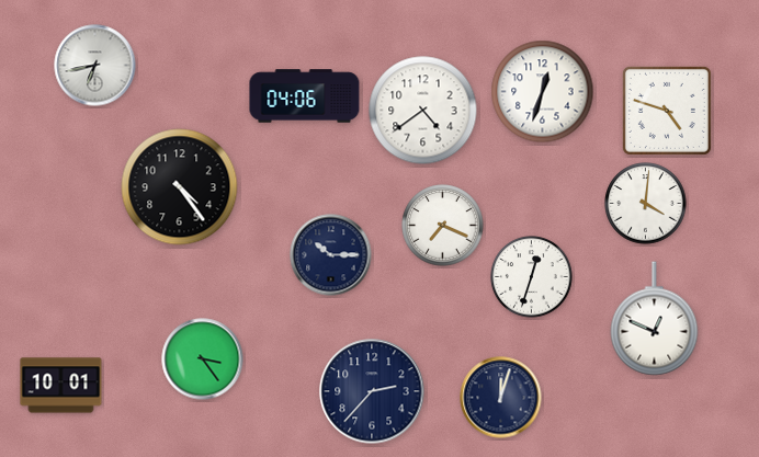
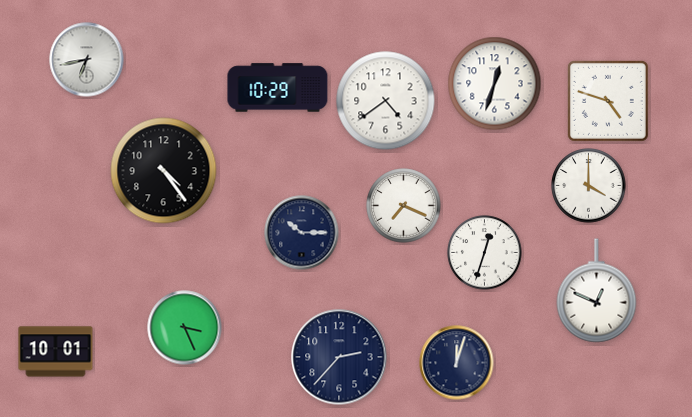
clock at (305, 96): 04:06 -> 10:29
clock at (646, 204): 4:01 -> 4:00
clock at (203, 359): 3:24 -> 3:26
